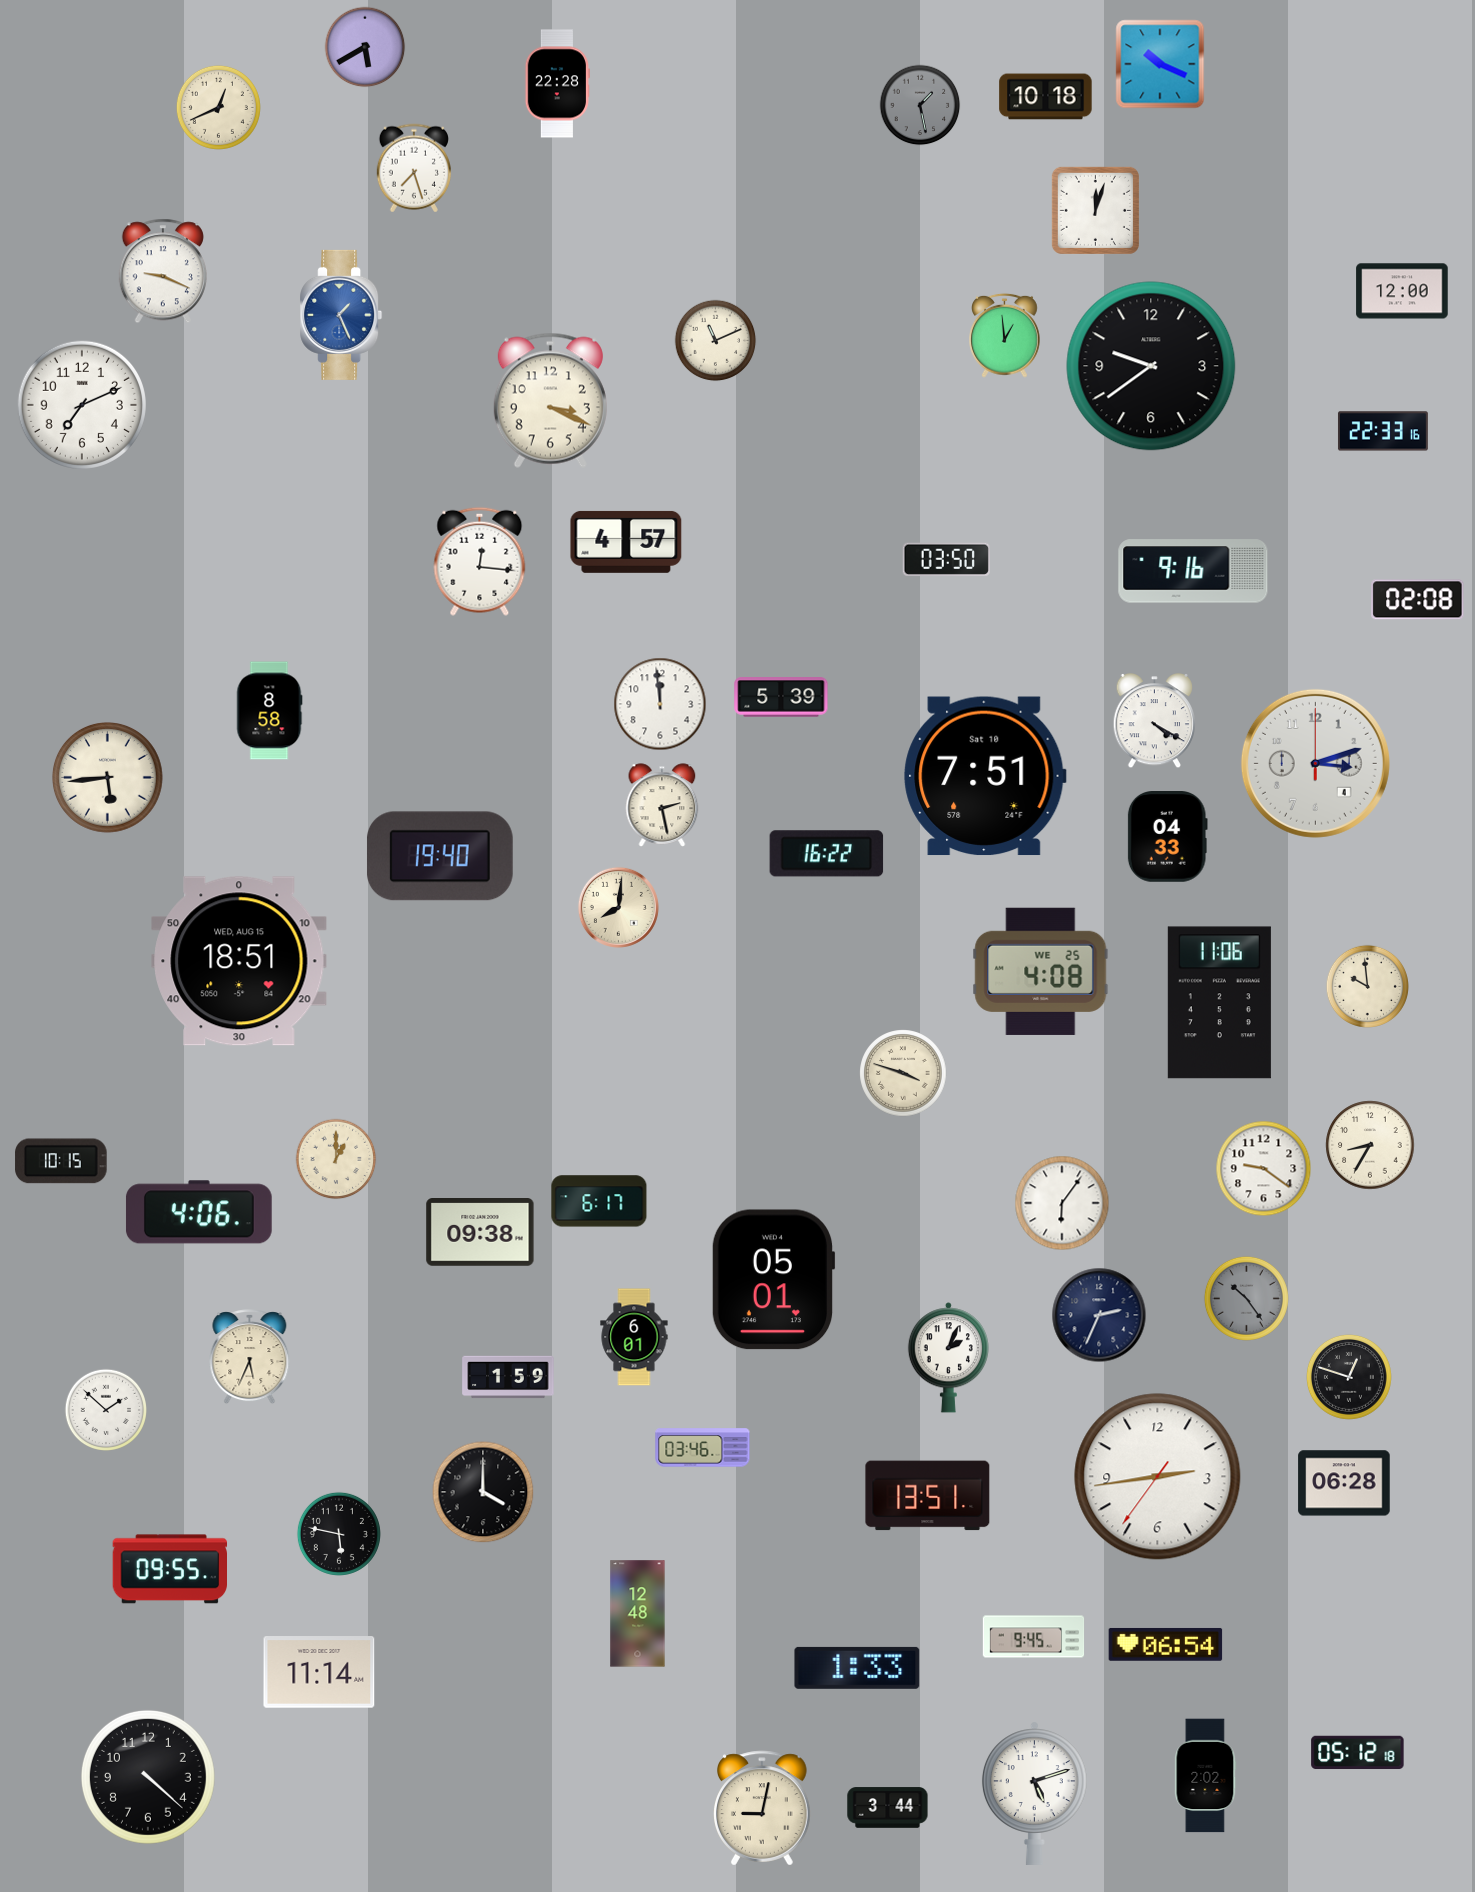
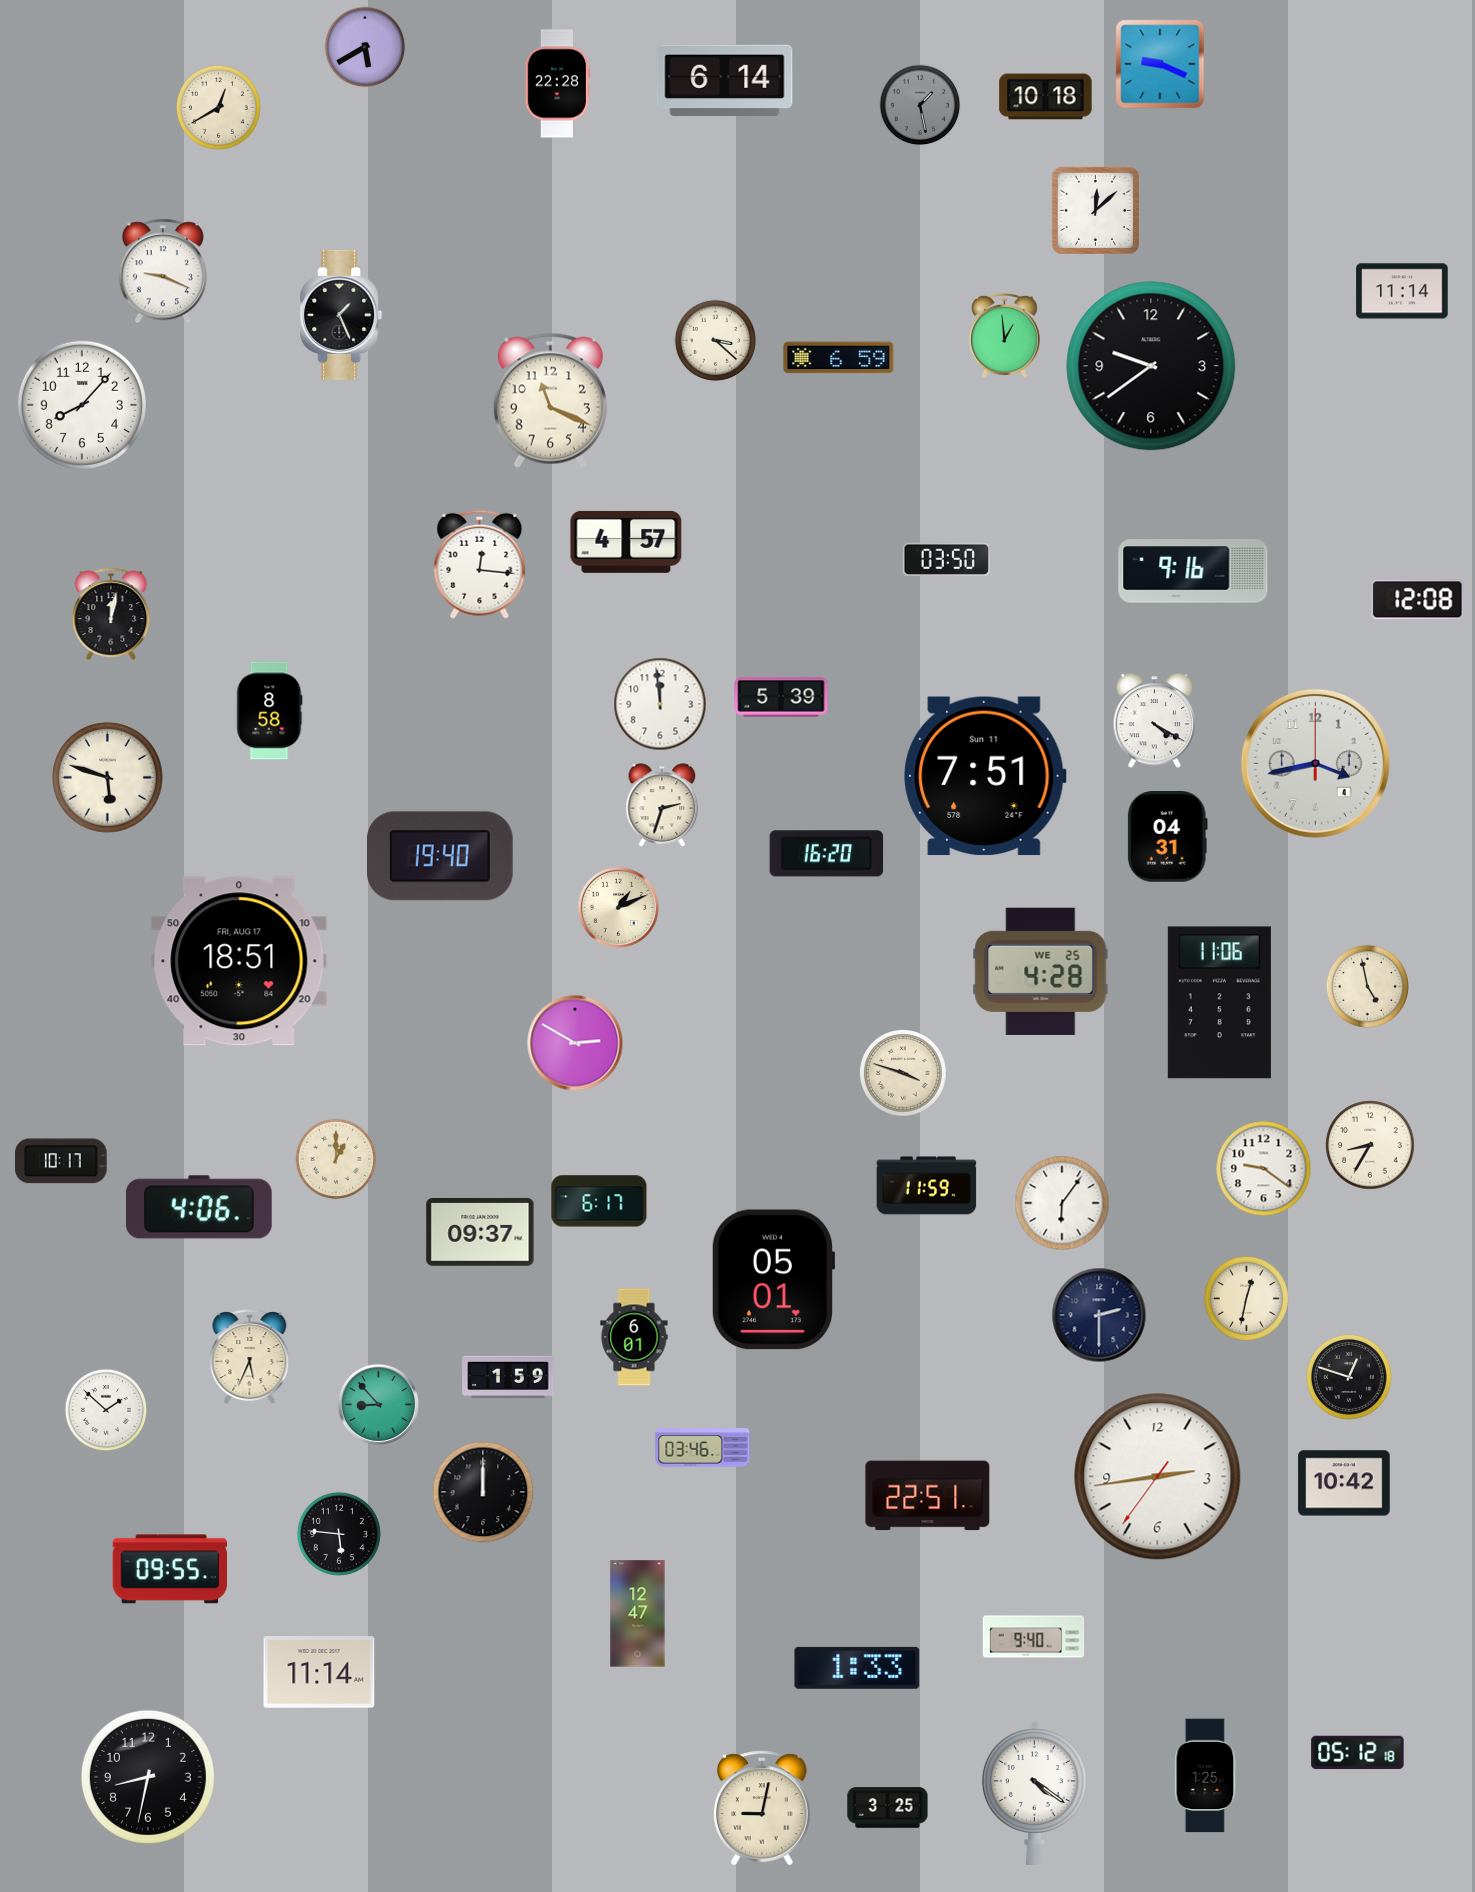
clock at (1160, 64): 10:19 -> 9:19
clock at (725, 81): none -> 6:14
clock at (218, 107): 12:41 -> 12:40
clock at (414, 168): 7:27 -> none
clock at (1095, 210): 12:03 -> 12:08
clock at (1402, 291): 12:00 -> 11:14
clock at (341, 315) dial: blue -> black
clock at (716, 341): 11:11 -> 3:22
clock at (839, 358): none -> 6:59
clock at (550, 400): 3:19 -> 11:19
clock at (81, 404): 7:11 -> 8:07
clock at (1383, 431): 22:33 -> none
clock at (480, 561) position: (480, 561) -> (480, 564)
clock at (1418, 600): 02:08 -> 12:08
clock at (111, 614): none -> 12:02
clock at (1315, 763): 3:12 -> 3:43
clock at (985, 776) date: Sat 10 -> Sun 11
clock at (108, 778): 5:44 -> 5:48
clock at (662, 805): 2:28 -> 2:33
clock at (1167, 837): 04:33 -> 04:31
clock at (827, 854): 16:22 -> 16:20
clock at (618, 907): 8:01 -> 1:11
clock at (239, 961) date: WED, AUG 15 -> FRI, AUG 17
clock at (1041, 971): 4:08 -> 4:28
clock at (1367, 986): 9:59 -> 4:58
clock at (575, 1043): none -> 2:50
clock at (61, 1161): 10:15 -> 10:17
clock at (927, 1186): none -> 11:59
clock at (199, 1212) position: (199, 1212) -> (199, 1207)
clock at (480, 1233): 09:38 -> 09:37
clock at (1246, 1298): 10:24 -> 12:32
clock at (1246, 1298) dial: grey -> cream
clock at (1099, 1315): 2:34 -> 2:30
clock at (948, 1358): 2:04 -> none
clock at (378, 1404): none -> 8:53
clock at (1344, 1483): 06:28 -> 10:42
clock at (483, 1492): 4:00 -> 12:00
clock at (928, 1496): 13:51 -> 22:51
clock at (339, 1534): 5:47 -> 5:46
clock at (638, 1614): 12:48 -> 12:47
clock at (1034, 1637): 9:45 -> 9:40
clock at (1166, 1645): 06:54 -> none
clock at (1206, 1776): 2:02 -> 1:25
clock at (148, 1777): 4:22 -> 8:32
clock at (1034, 1793): 5:12 -> 4:21
clock at (888, 1808): 3:44 -> 3:25
